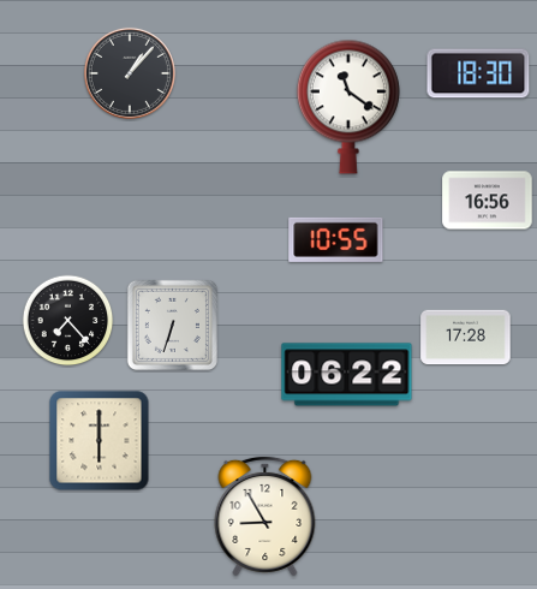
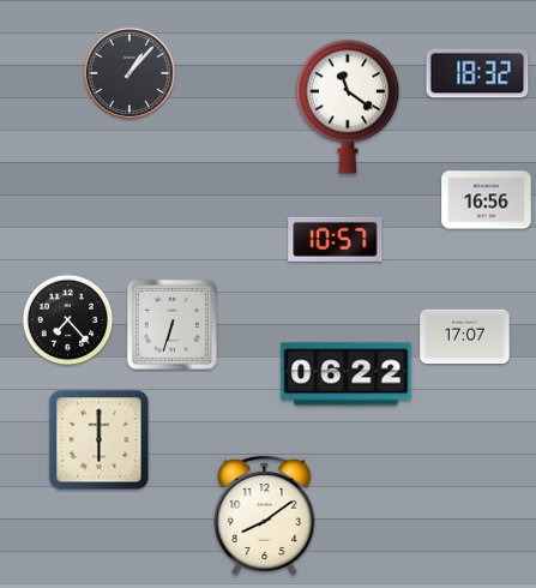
clock at (478, 73): 18:30 -> 18:32
clock at (336, 239): 10:55 -> 10:57
clock at (466, 338): 17:28 -> 17:07
clock at (265, 516): 8:55 -> 8:09
